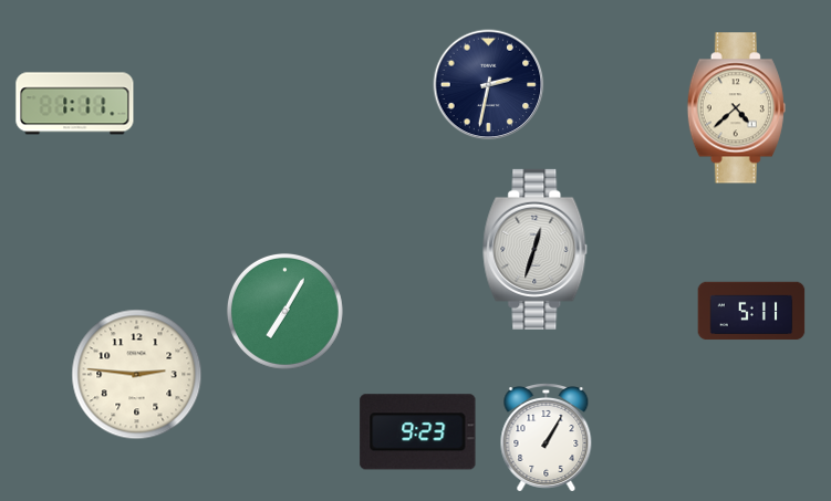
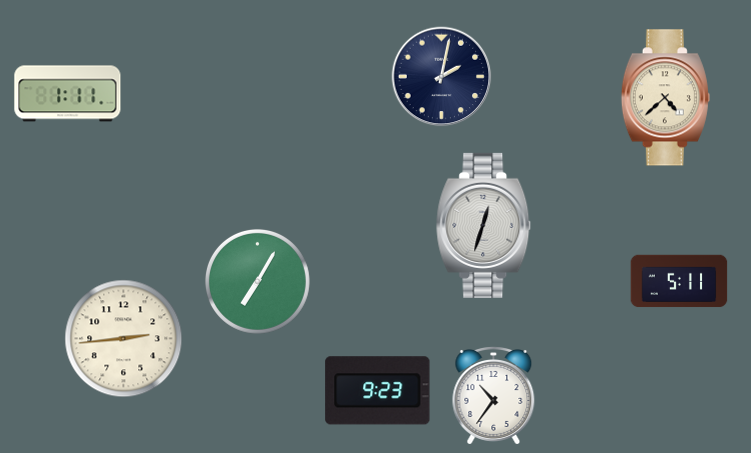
clock at (489, 85): 2:32 -> 2:02
clock at (137, 375): 2:46 -> 2:44
clock at (547, 438): 1:05 -> 10:36
